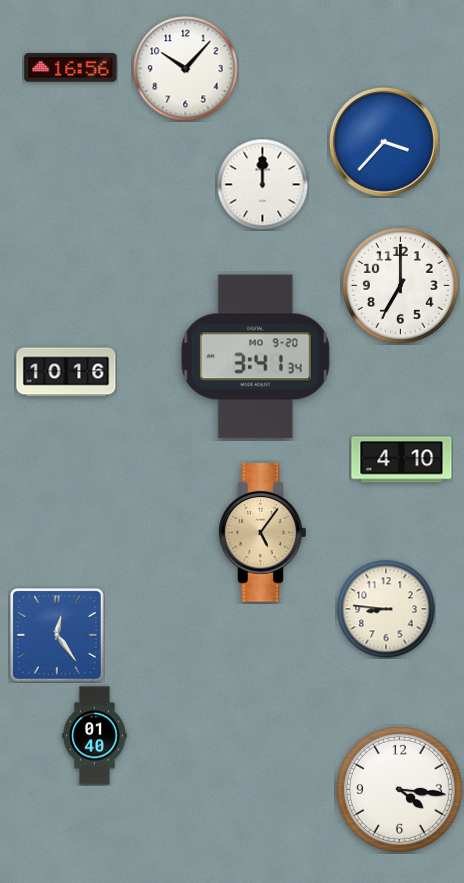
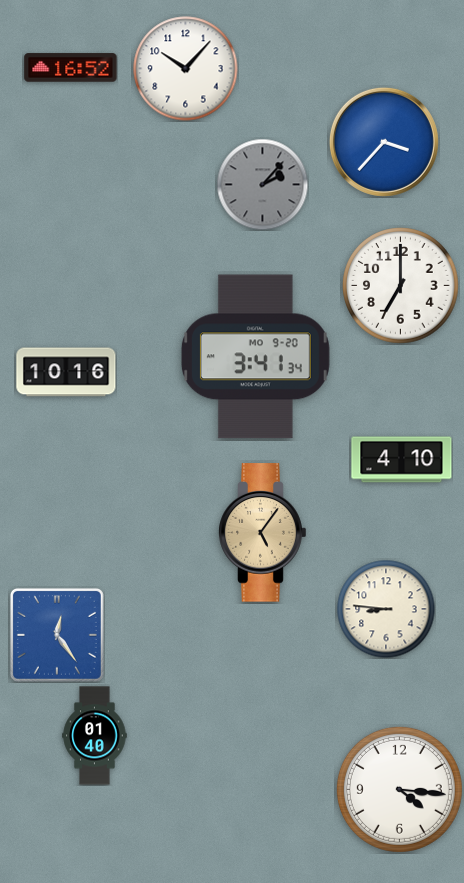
clock at (71, 68): 16:56 -> 16:52
clock at (262, 184): 12:00 -> 2:07
clock at (262, 184) dial: white -> grey
